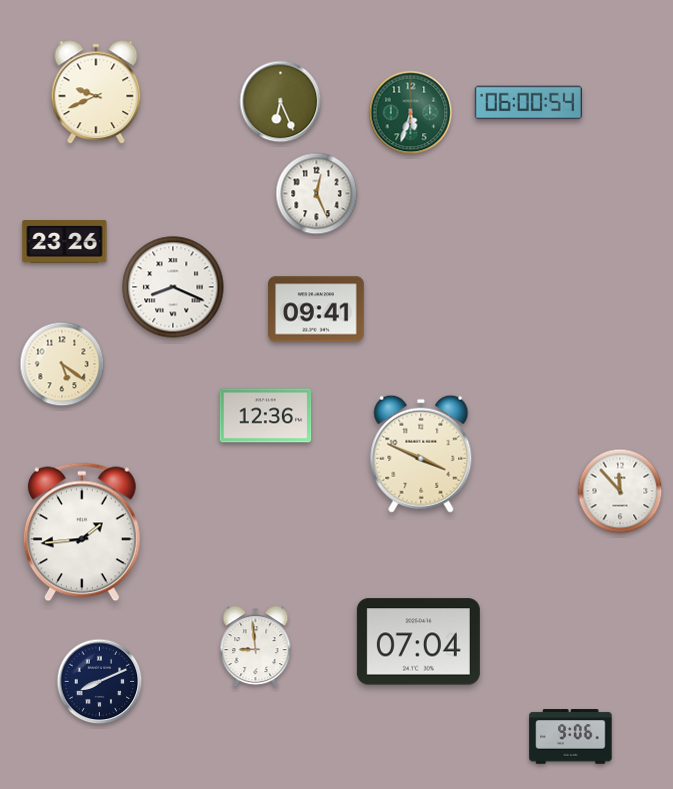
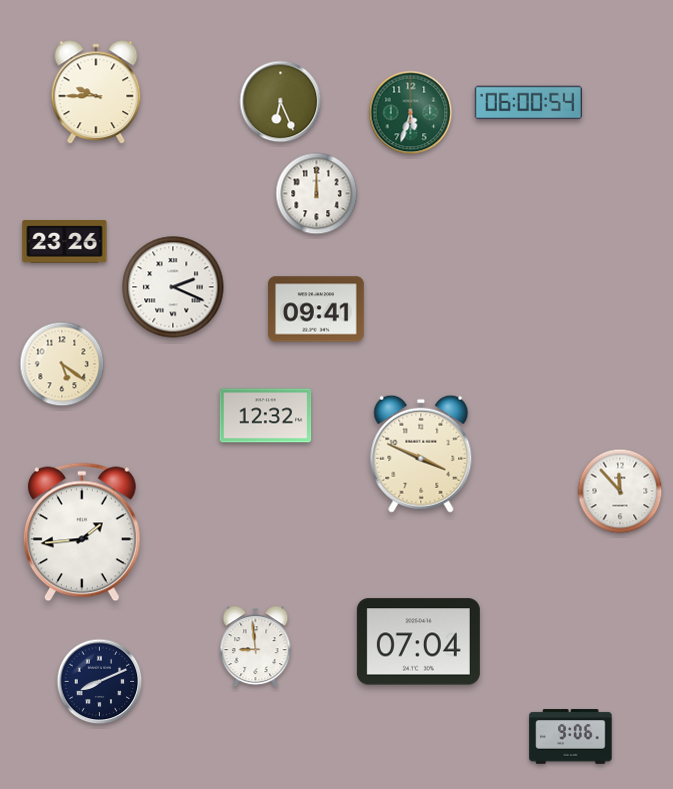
clock at (96, 93): 9:41 -> 9:45
clock at (317, 194): 12:26 -> 12:00
clock at (173, 287): 8:19 -> 2:19
clock at (266, 416): 12:36 -> 12:32
